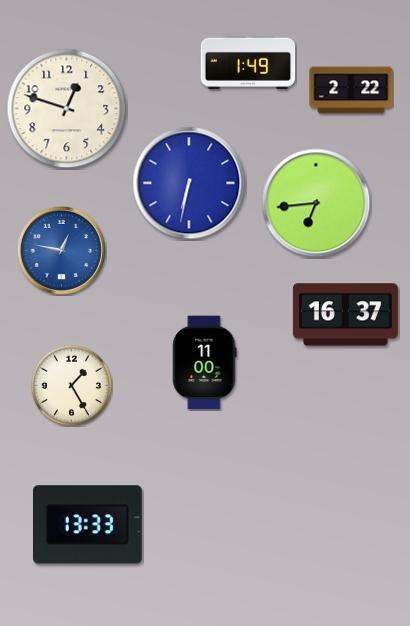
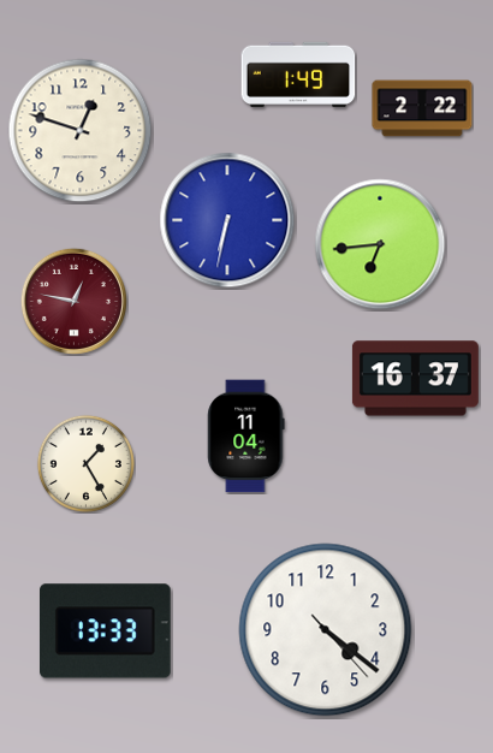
clock at (61, 250) dial: blue -> burgundy
clock at (205, 363): 11:00 -> 11:04
clock at (326, 630): none -> 4:21
